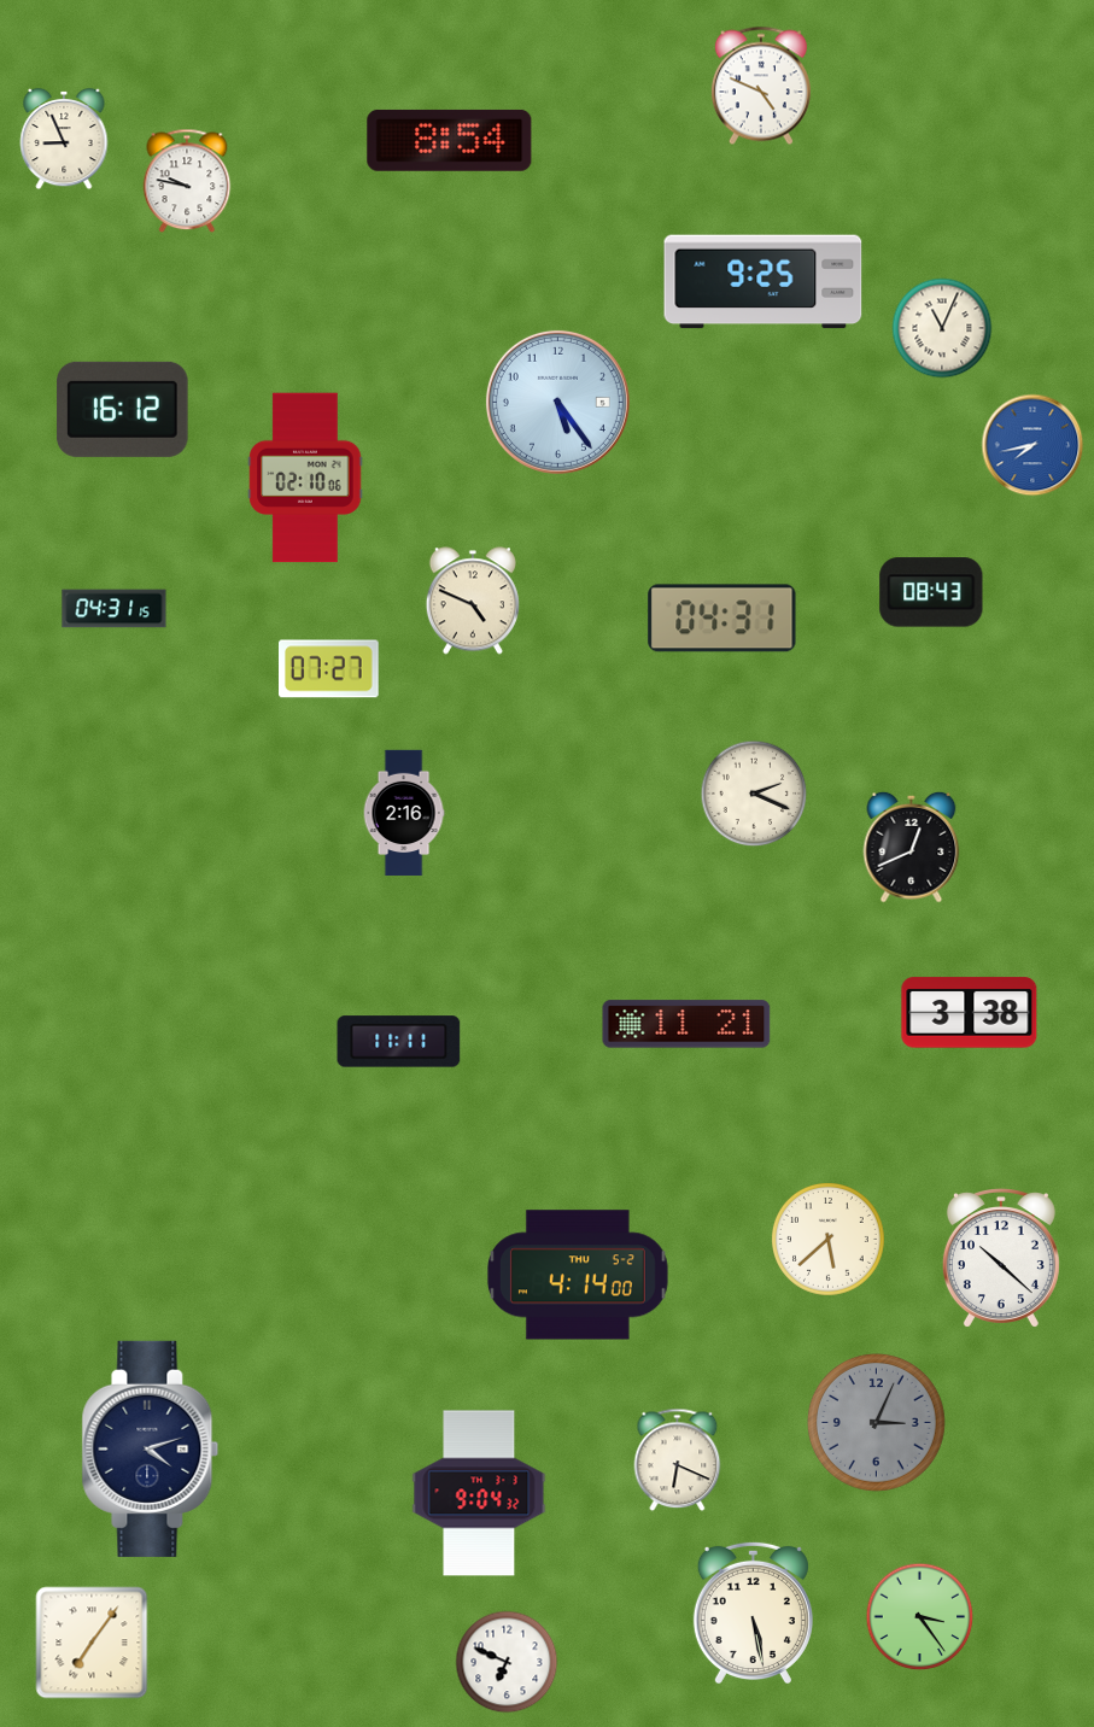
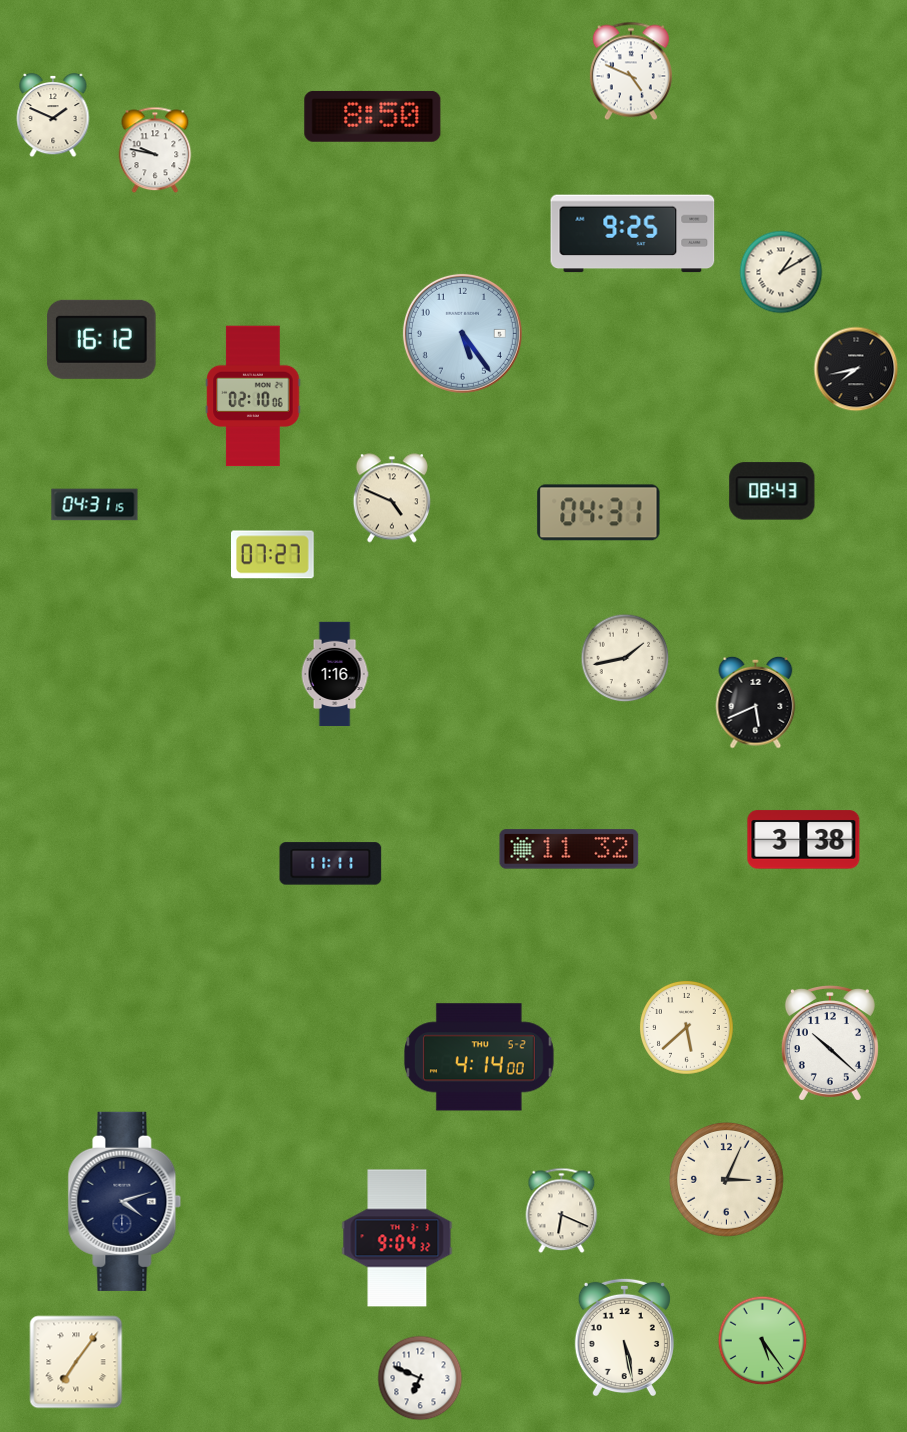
clock at (64, 139): 8:56 -> 1:49
clock at (450, 140): 8:54 -> 8:50
clock at (942, 328): 11:04 -> 1:10
clock at (1032, 445) dial: blue -> black
clock at (754, 794): 2:19 -> 1:43
clock at (404, 813): 2:16 -> 1:16
clock at (912, 847): 12:41 -> 5:41
clock at (686, 1024): 11:21 -> 11:32
clock at (877, 1423) dial: grey -> cream
clock at (920, 1617): 3:24 -> 5:24
